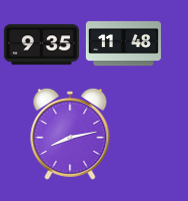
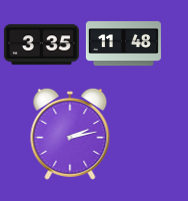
clock at (41, 45): 9:35 -> 3:35
clock at (70, 134): 8:13 -> 2:13
